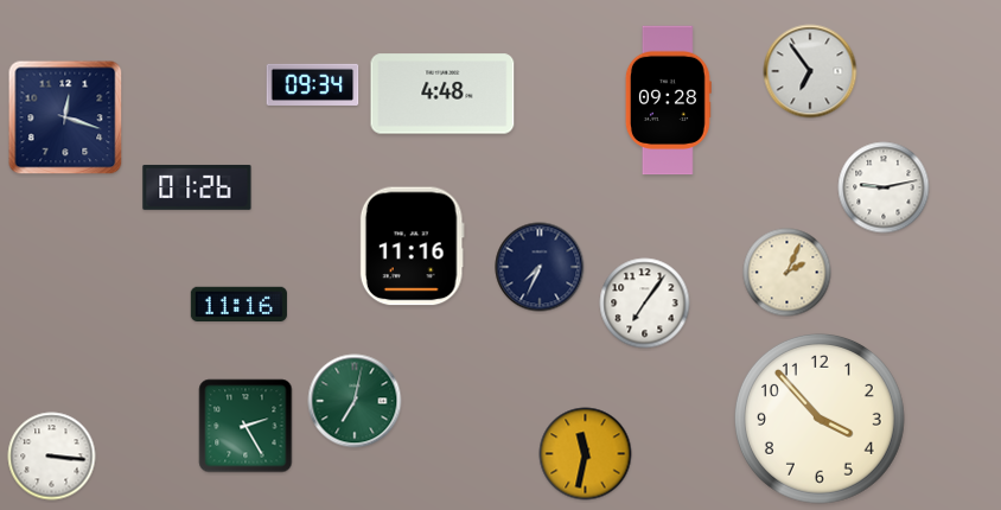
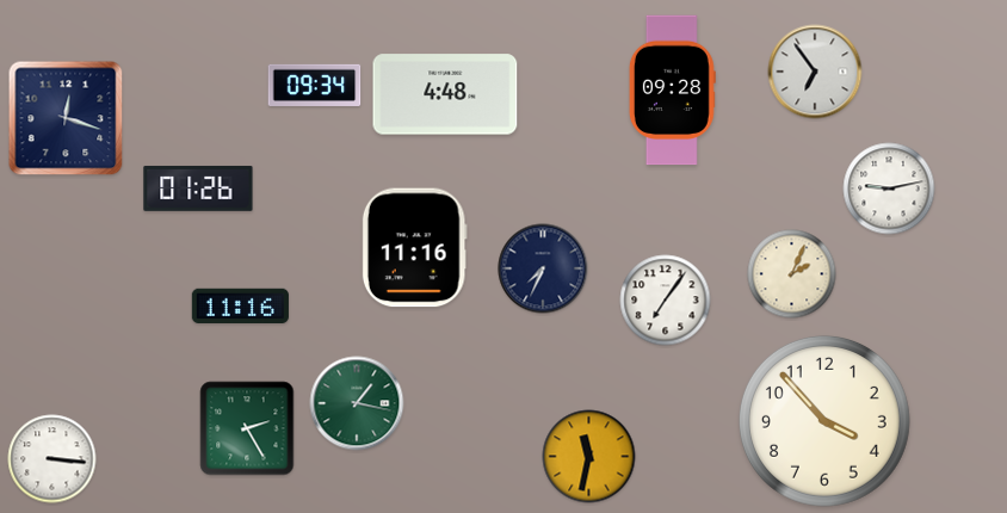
clock at (668, 101) position: (668, 101) -> (672, 91)
clock at (645, 304) position: (645, 304) -> (666, 301)
clock at (355, 401): 7:02 -> 1:17
